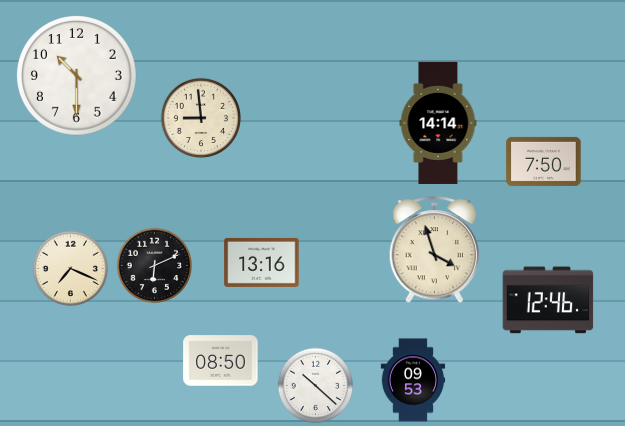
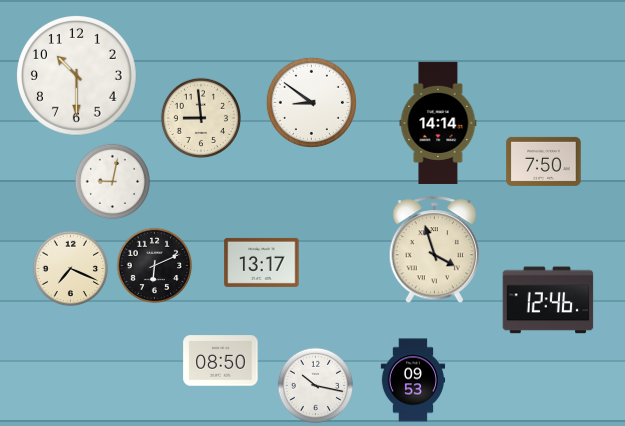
clock at (311, 102): none -> 8:51
clock at (113, 182): none -> 9:02
clock at (262, 262): 13:16 -> 13:17
clock at (316, 386): 10:22 -> 10:17
